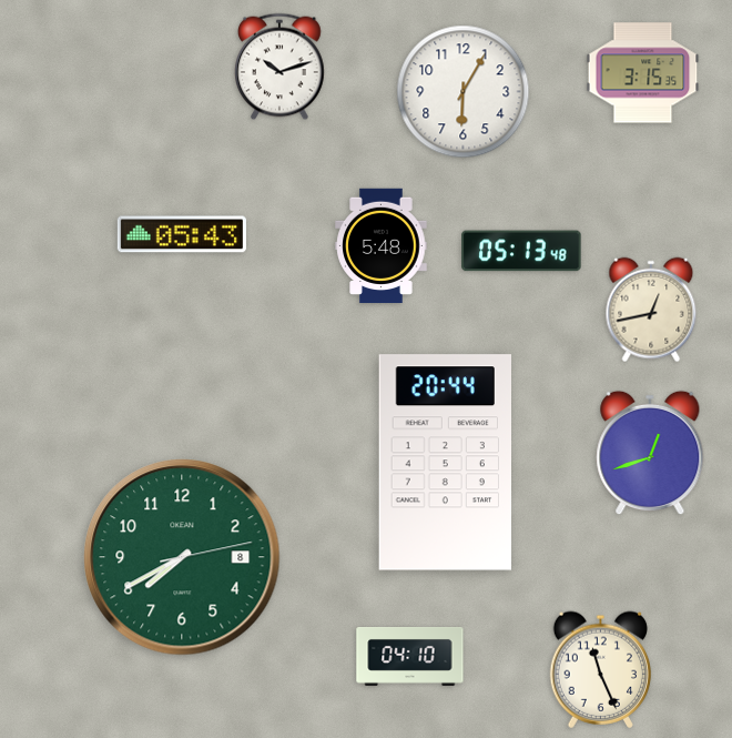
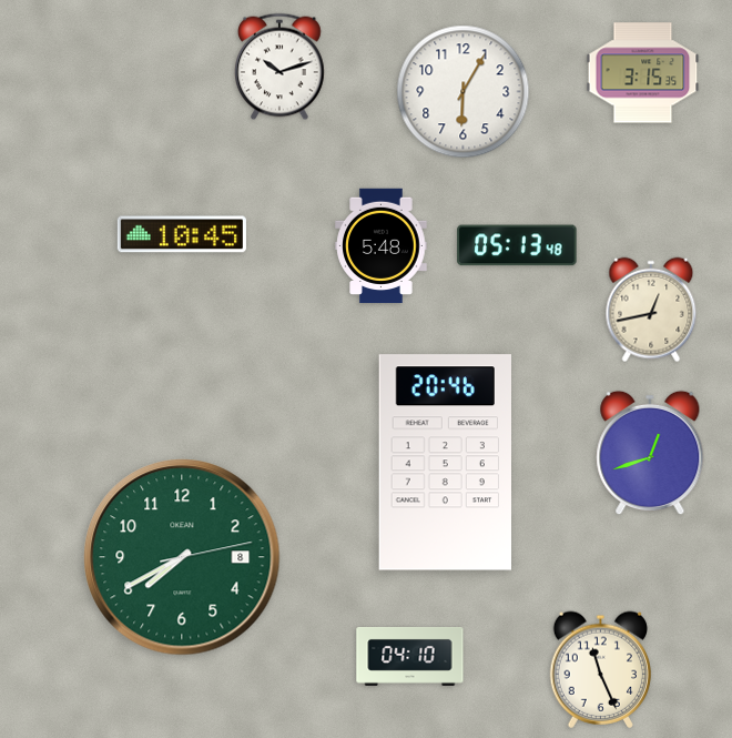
clock at (182, 234): 05:43 -> 10:45
clock at (521, 251) position: (521, 251) -> (517, 245)
clock at (445, 463): 20:44 -> 20:46
